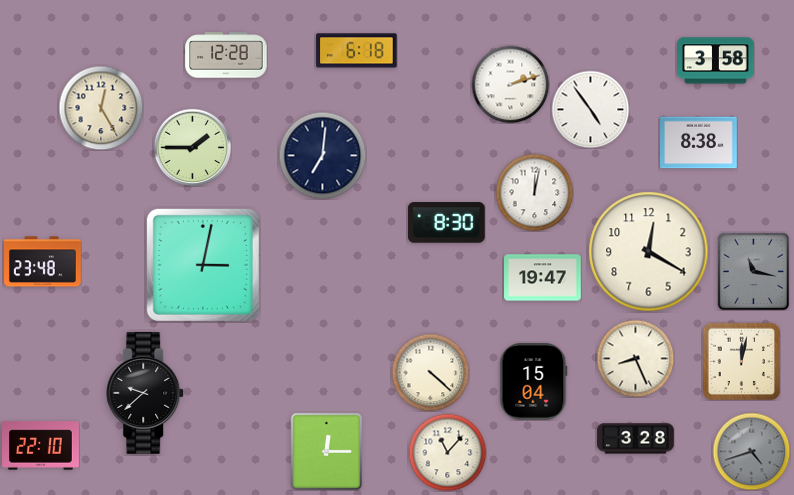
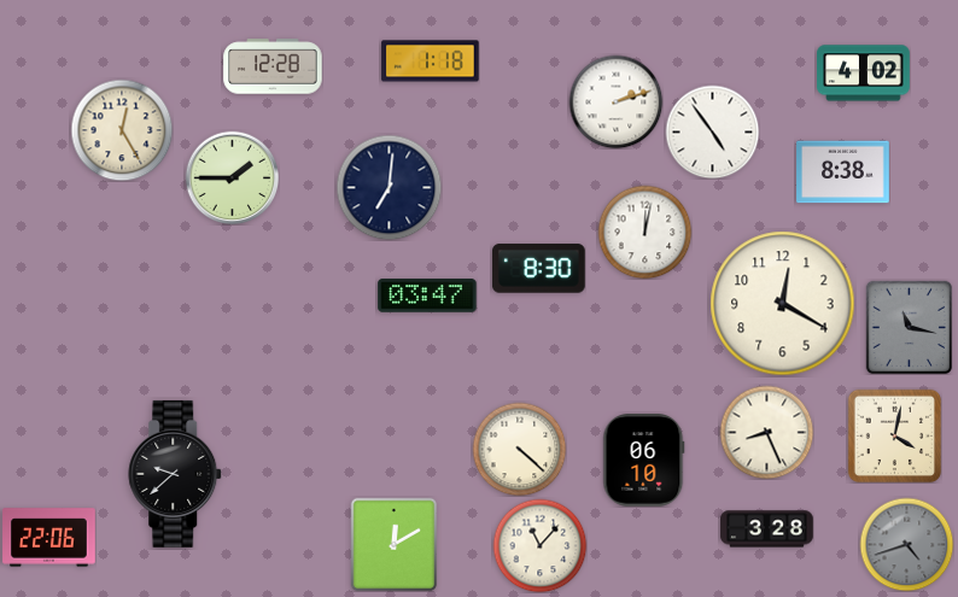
clock at (357, 51): 6:18 -> 1:18
clock at (716, 61): 3:58 -> 4:02
clock at (427, 295): none -> 03:47
clock at (43, 262): 23:48 -> none
clock at (203, 265): 3:02 -> none
clock at (543, 278): 19:47 -> none
clock at (741, 361): 12:02 -> 4:02
clock at (534, 382): 15:04 -> 06:10
clock at (41, 446): 22:10 -> 22:06
clock at (327, 451): 12:15 -> 12:10
